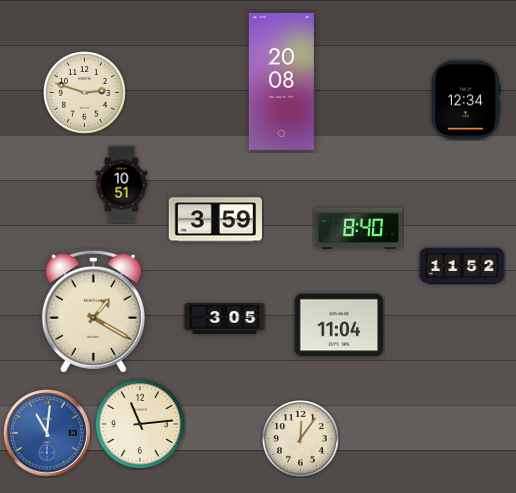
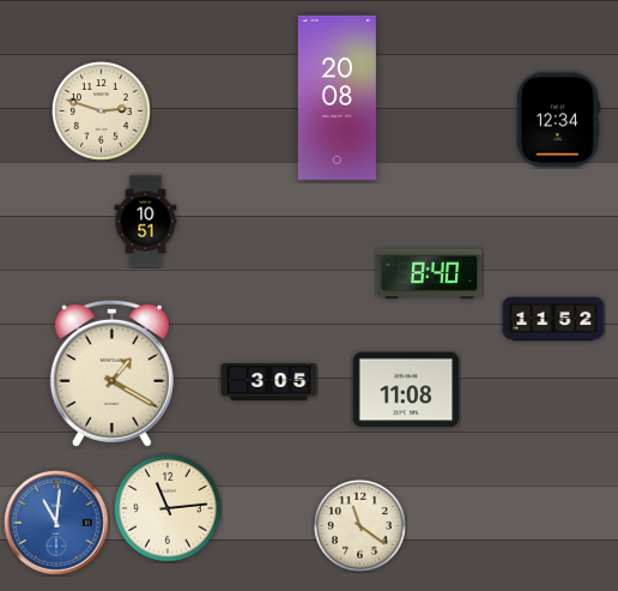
clock at (215, 220): 3:59 -> none
clock at (339, 325): 11:04 -> 11:08
clock at (47, 433) position: (47, 433) -> (56, 523)
clock at (301, 439): 12:06 -> 11:21
